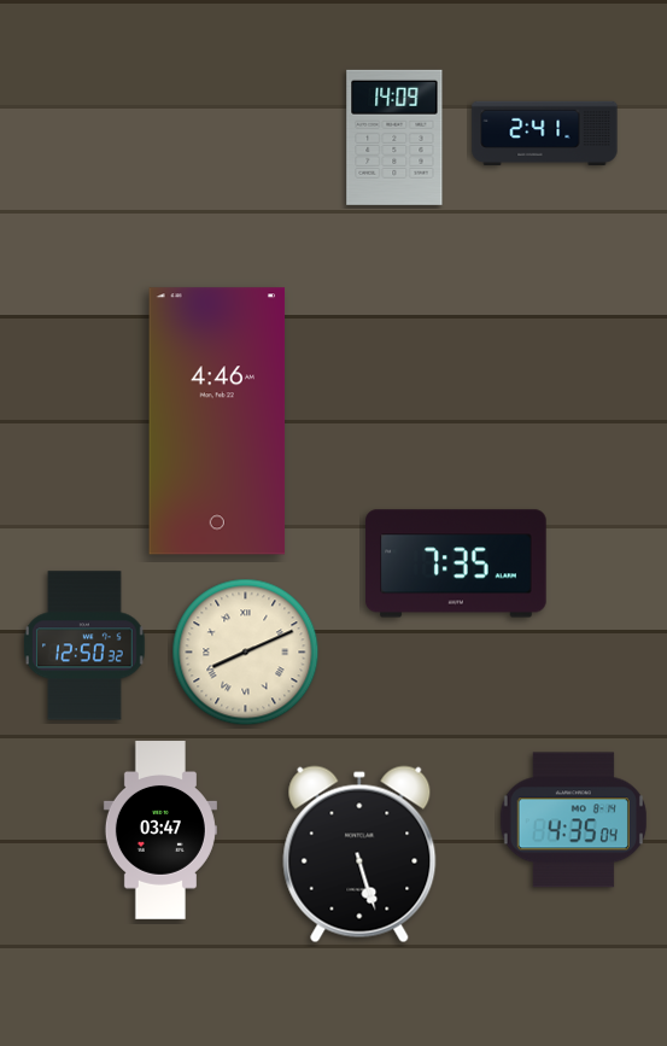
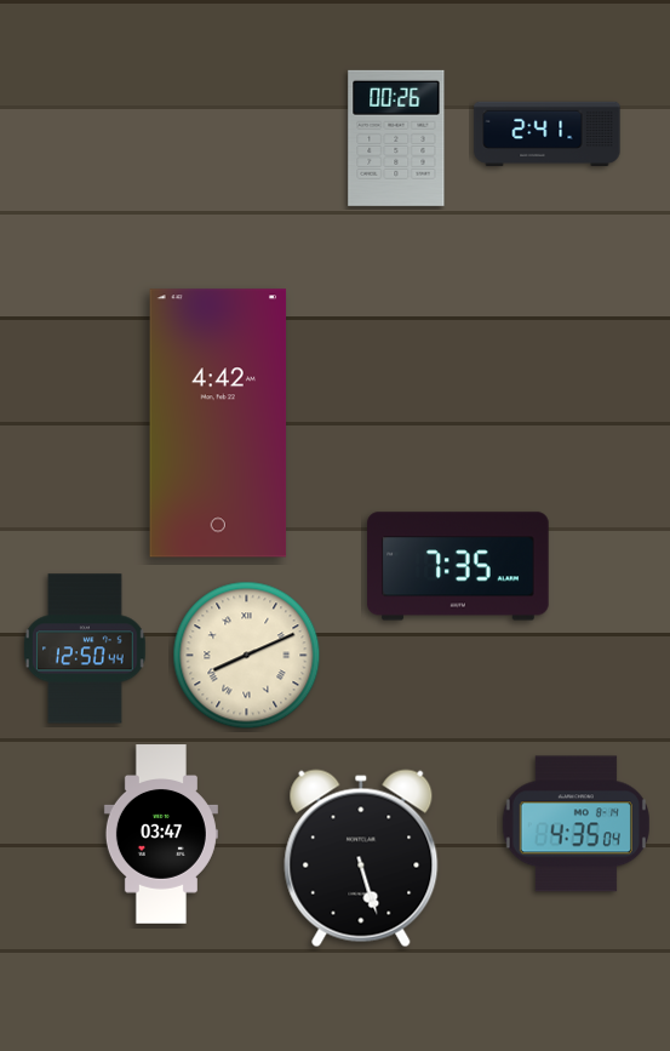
clock at (394, 138): 14:09 -> 00:26
clock at (217, 421): 4:46 -> 4:42
clock at (86, 645): 12:50:32 -> 12:50:44
